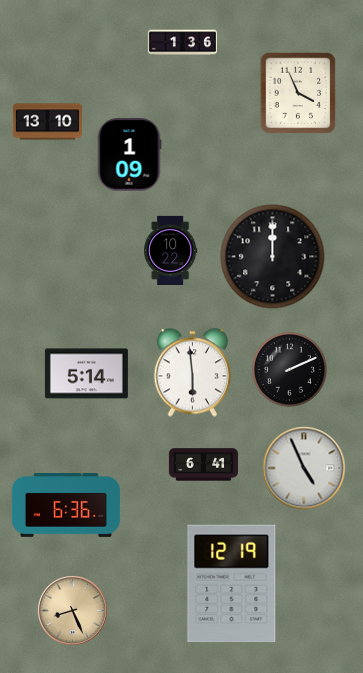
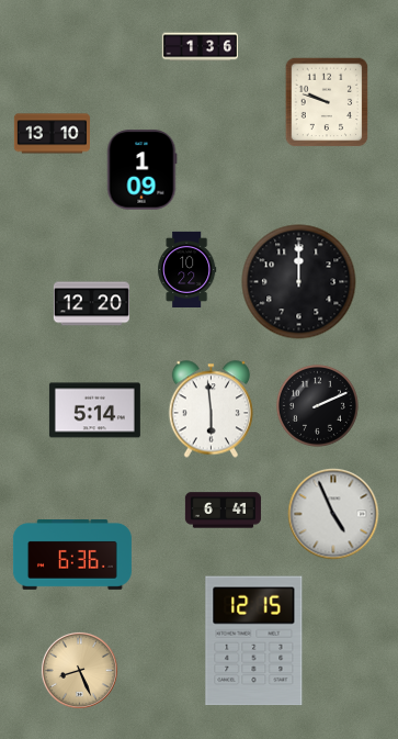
clock at (298, 93): 3:56 -> 9:48
clock at (171, 250) position: (171, 250) -> (187, 269)
clock at (91, 304): none -> 12:20
clock at (232, 584): 12:19 -> 12:15
